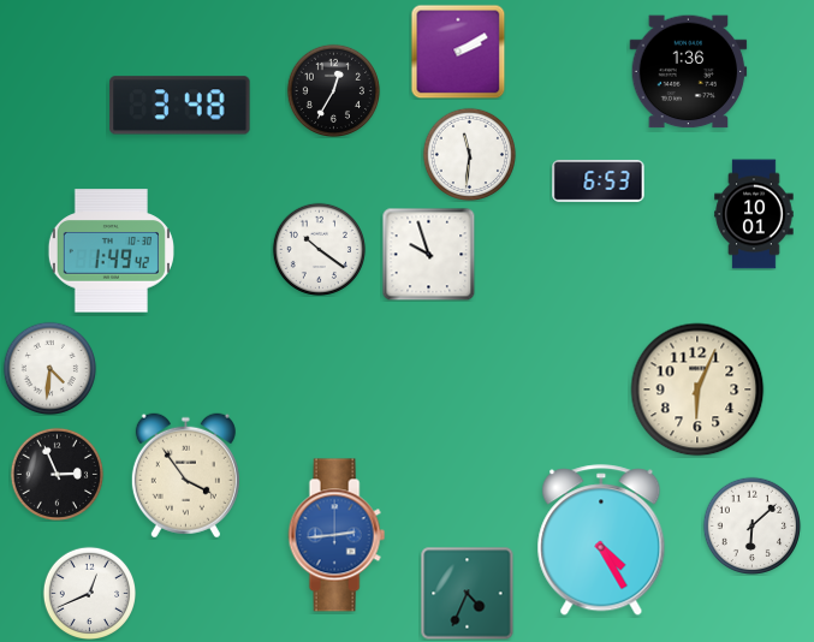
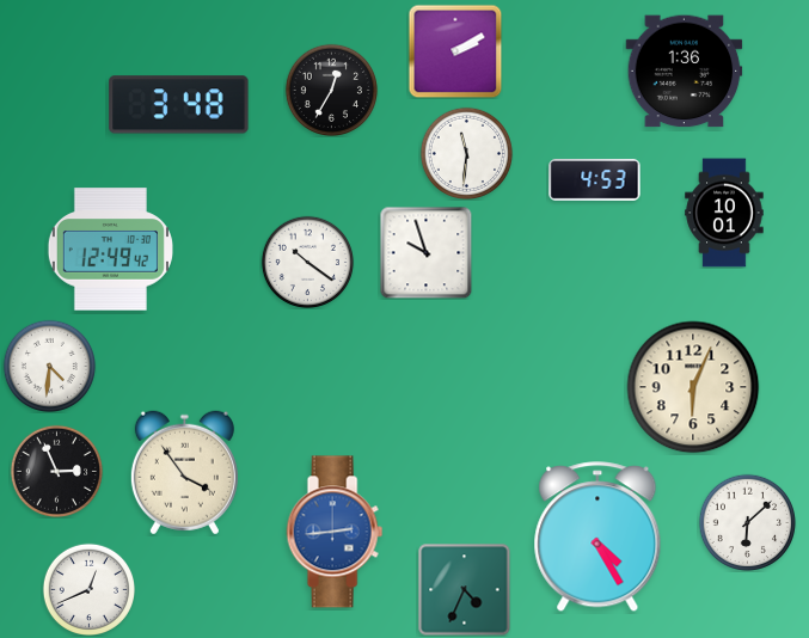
clock at (599, 180): 6:53 -> 4:53
clock at (754, 214) position: (754, 214) -> (724, 213)
clock at (319, 249) position: (319, 249) -> (307, 262)
clock at (111, 251): 1:49 -> 12:49
